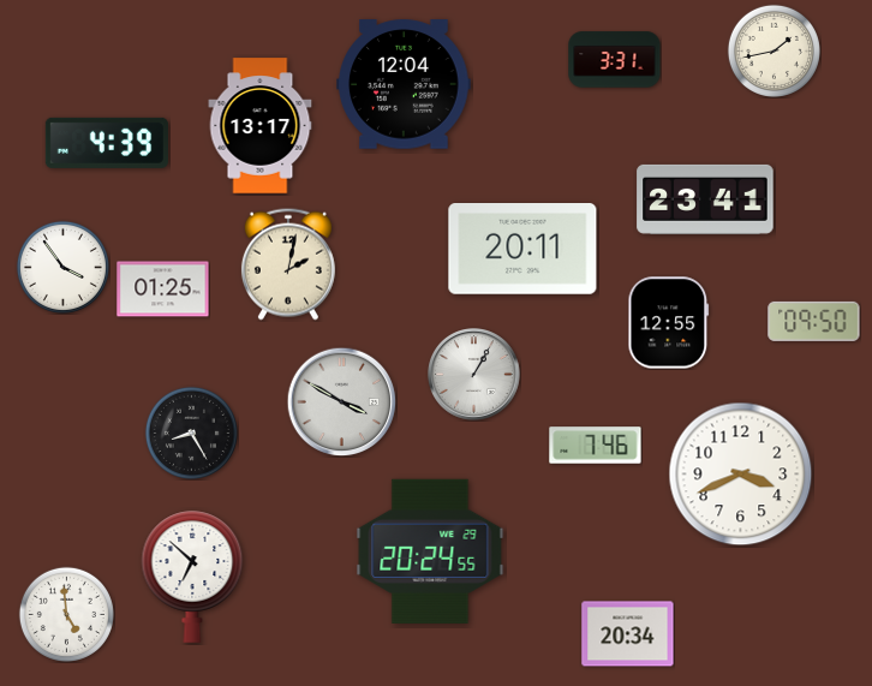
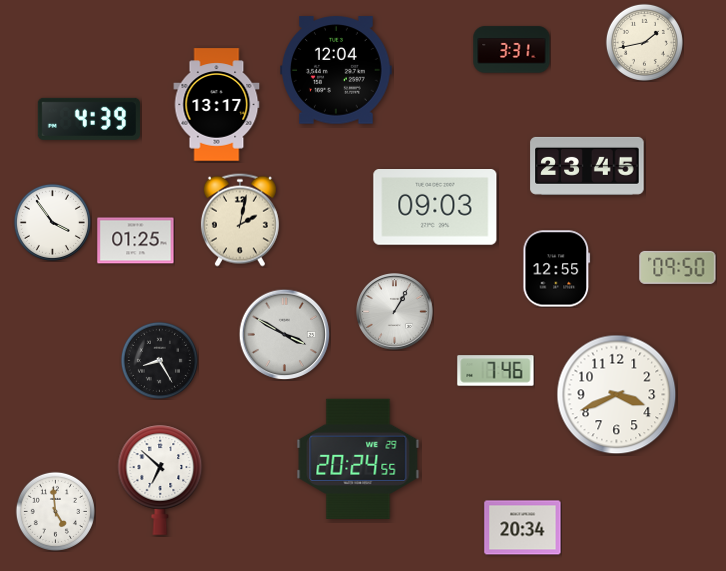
clock at (705, 199): 23:41 -> 23:45
clock at (522, 250): 20:11 -> 09:03
